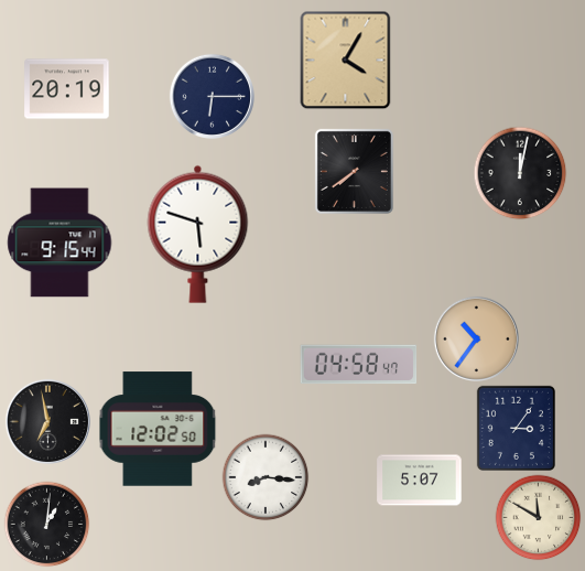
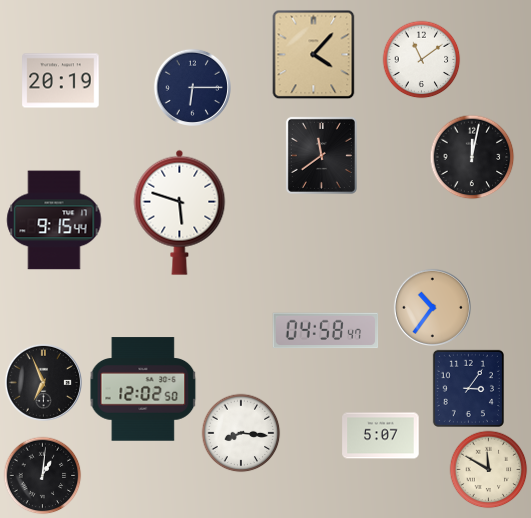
clock at (346, 60): 4:05 -> 4:07
clock at (421, 59): none -> 11:09
clock at (354, 171): 7:39 -> 11:39
clock at (47, 421): 6:58 -> 6:56
